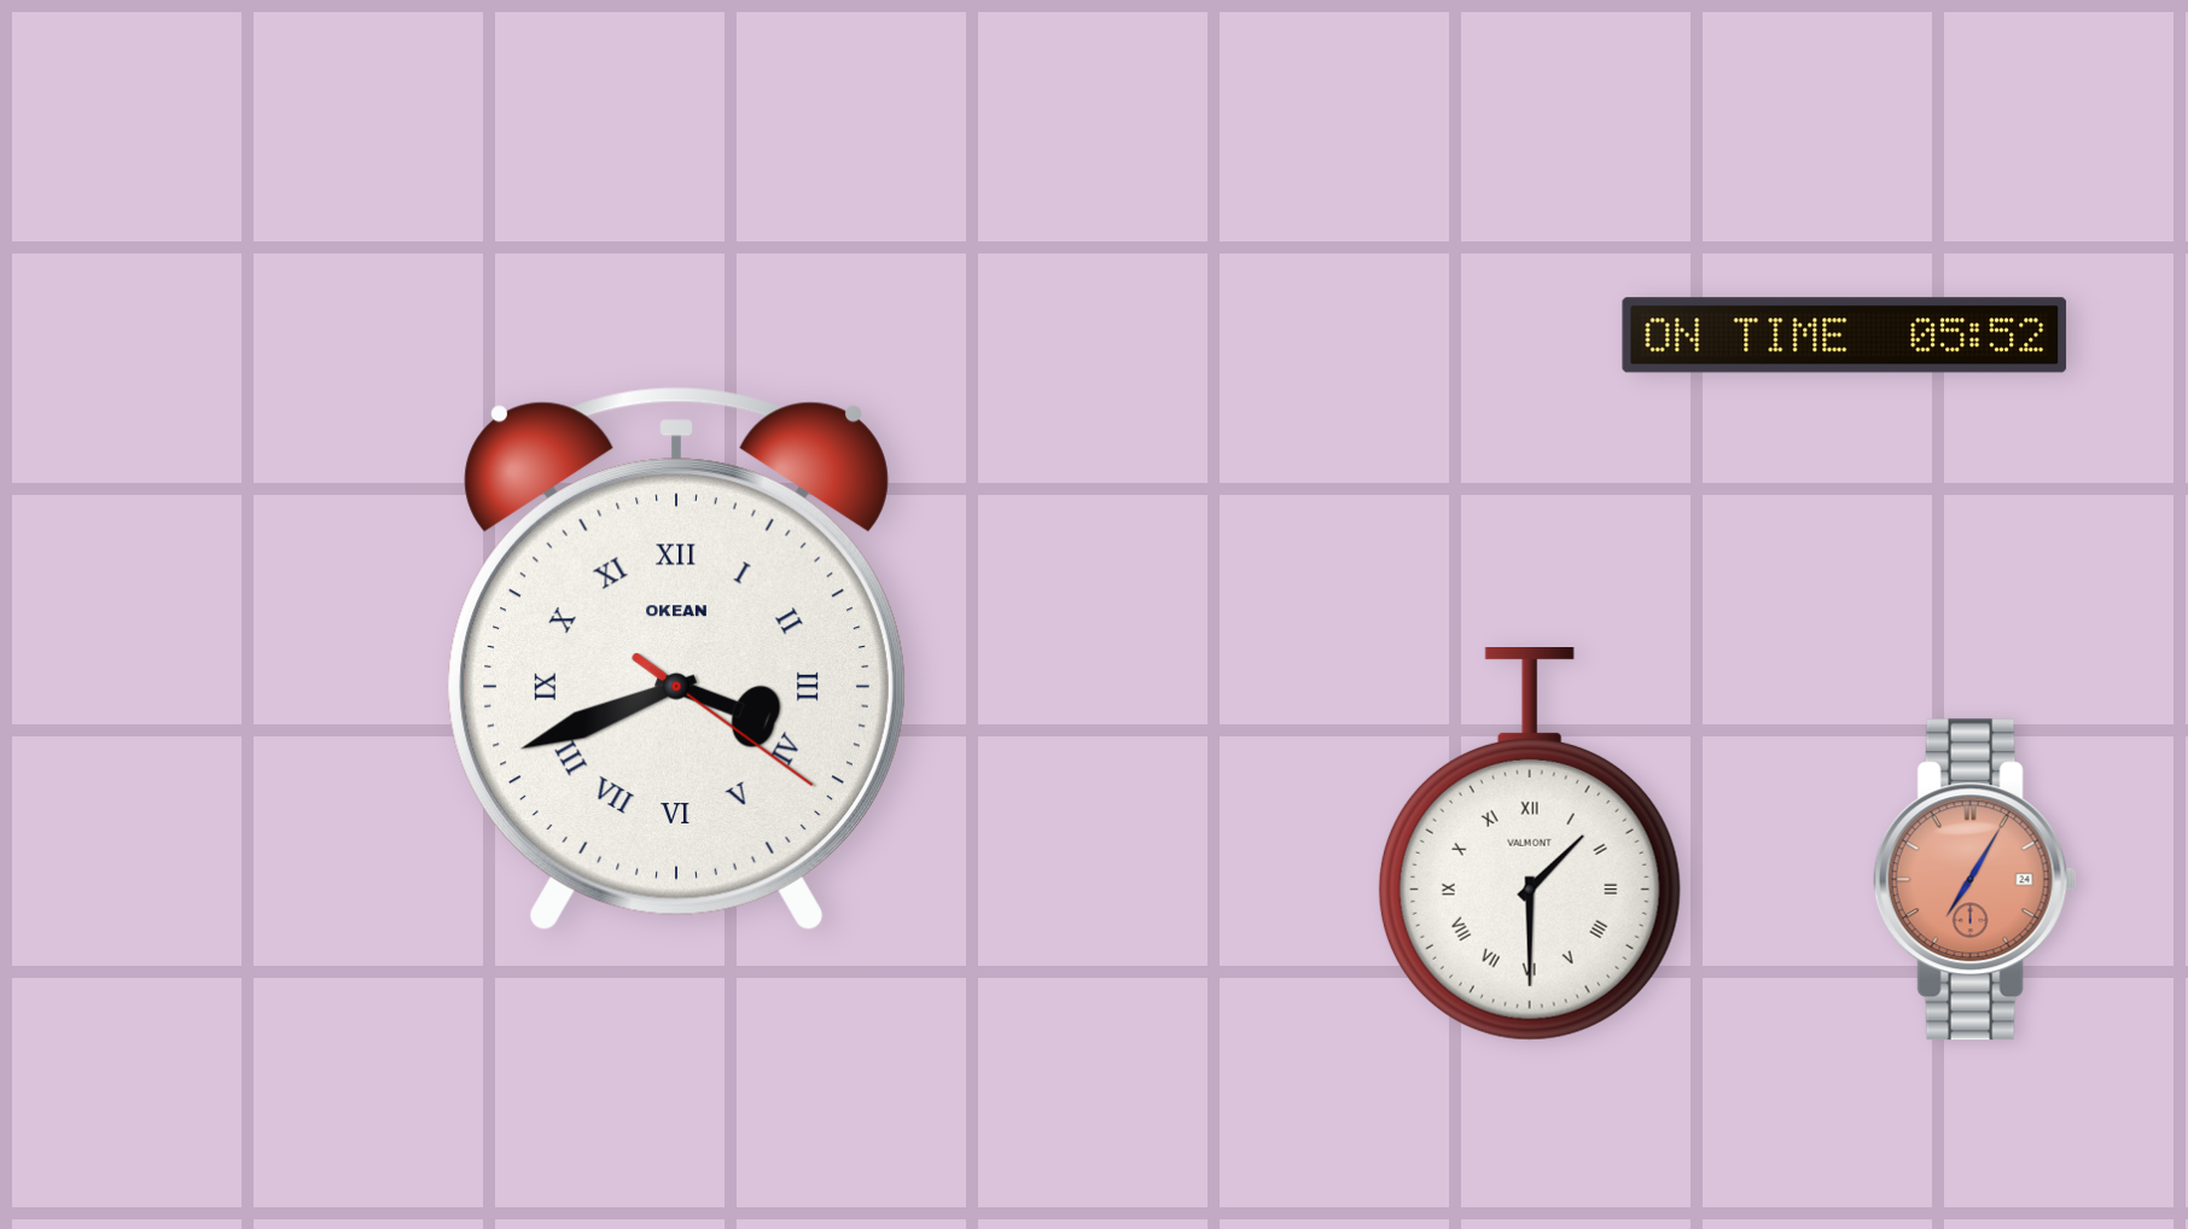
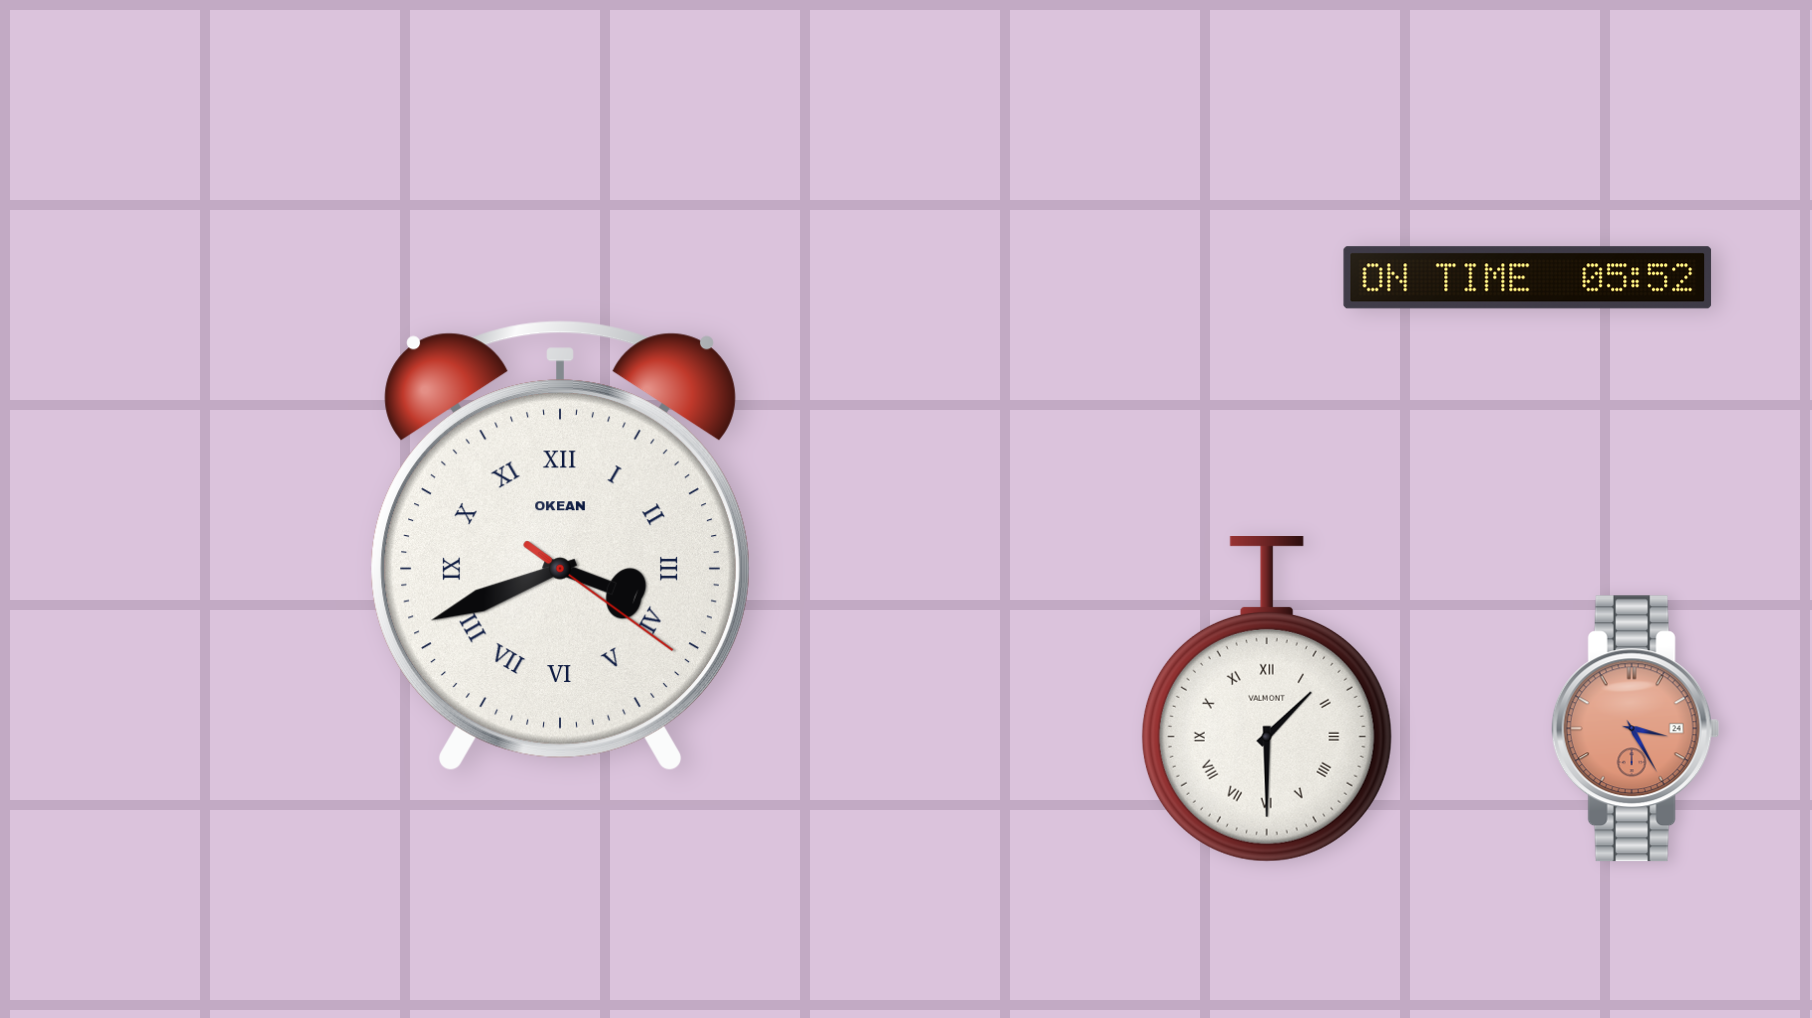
clock at (1974, 880): 7:05 -> 3:25
